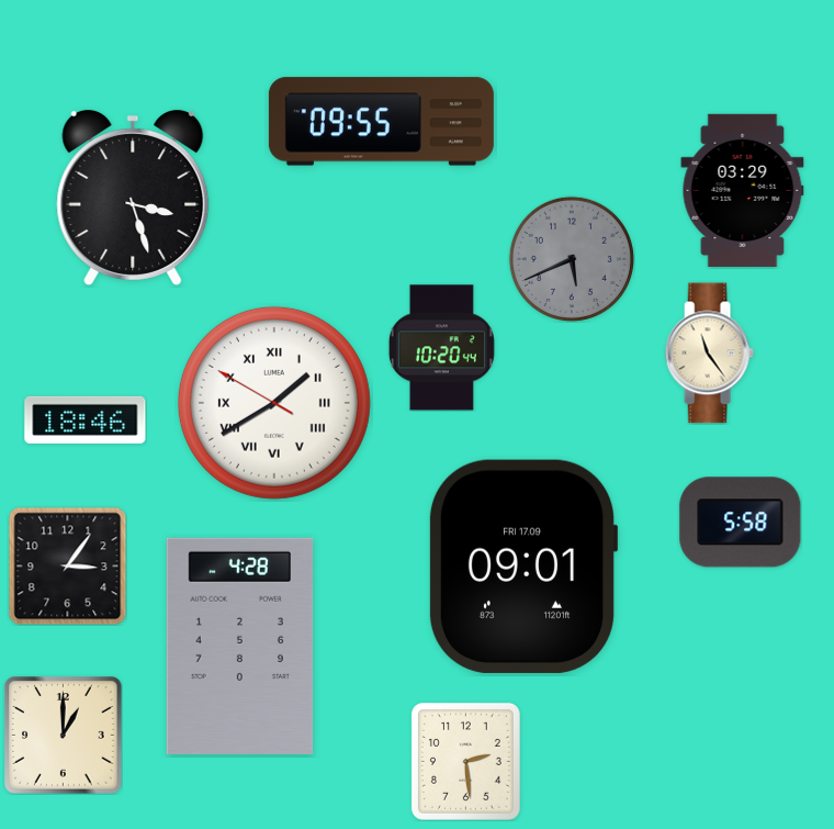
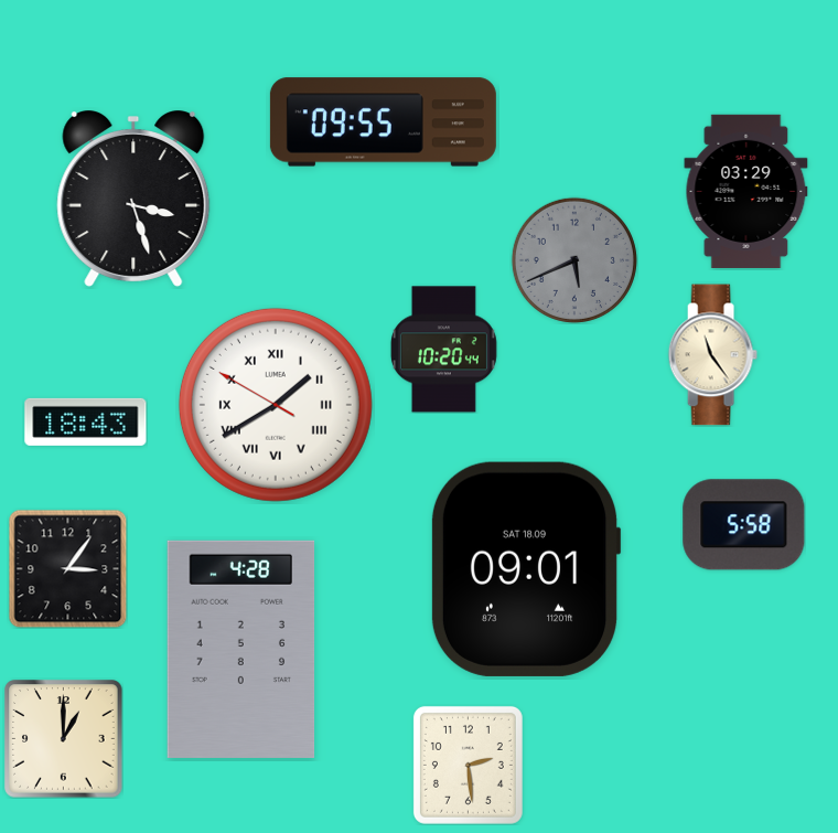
clock at (86, 419): 18:46 -> 18:43
clock at (523, 567) date: FRI 17.09 -> SAT 18.09
